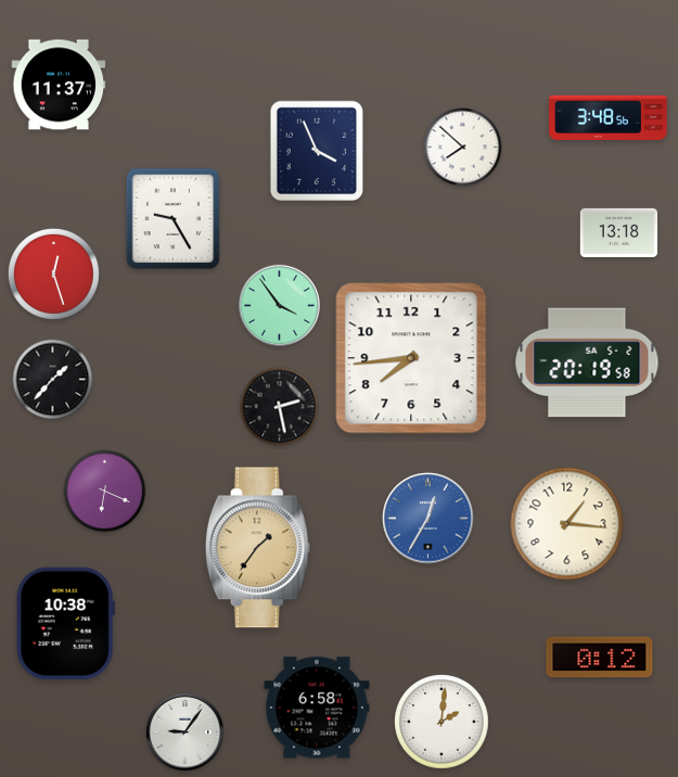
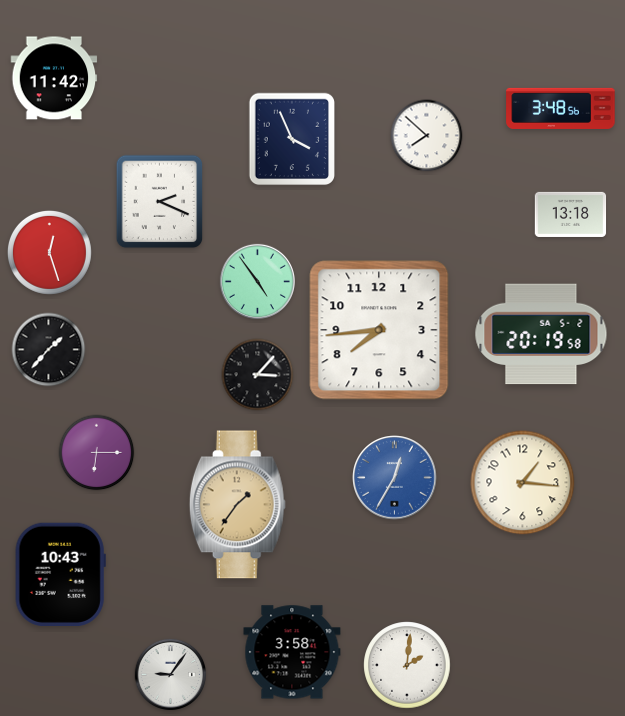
clock at (59, 85): 11:37 -> 11:42
clock at (174, 219): 9:25 -> 2:19
clock at (279, 305): 3:54 -> 4:54
clock at (280, 407): 2:28 -> 3:07
clock at (105, 492): 6:19 -> 6:15
clock at (65, 623): 10:38 -> 10:43
clock at (600, 658): 0:12 -> none
clock at (317, 708): 6:58 -> 3:58
